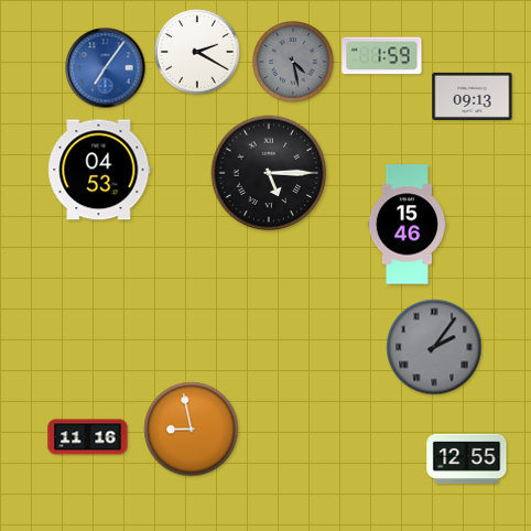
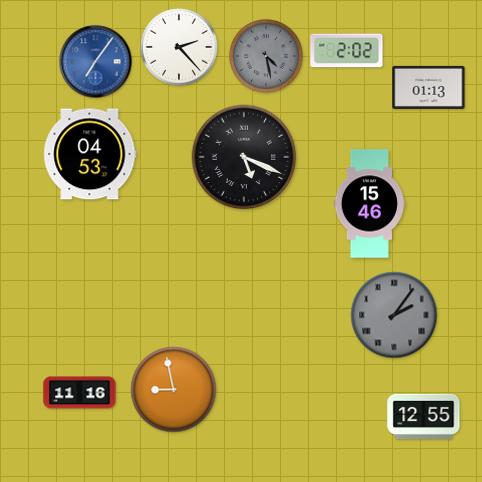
clock at (197, 52): 2:20 -> 2:23
clock at (382, 56): 1:59 -> 2:02
clock at (473, 96): 09:13 -> 01:13
clock at (269, 173): 5:15 -> 5:19
clock at (88, 437) position: (88, 437) -> (80, 393)
